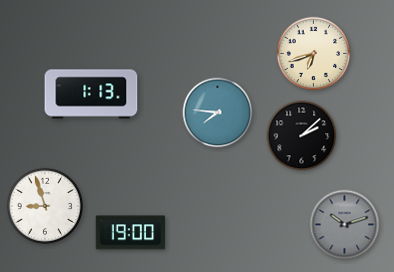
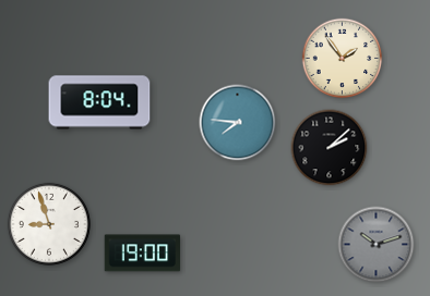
clock at (314, 54): 6:42 -> 1:54
clock at (91, 94): 1:13 -> 8:04
